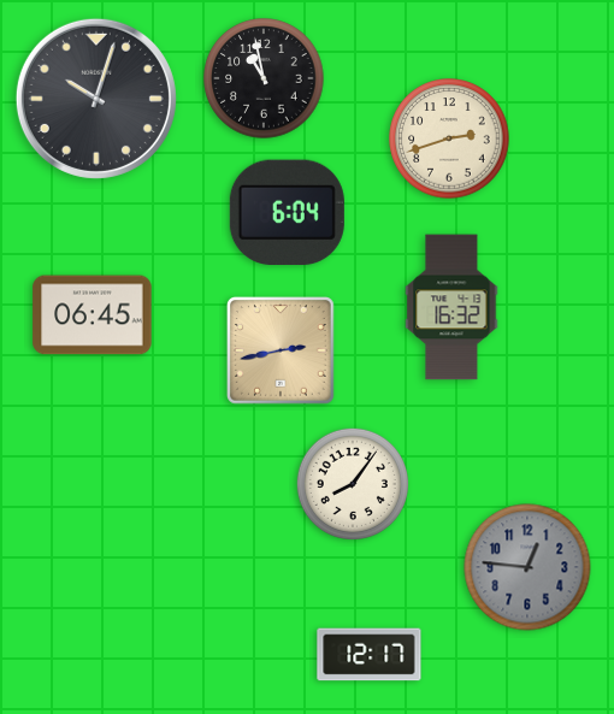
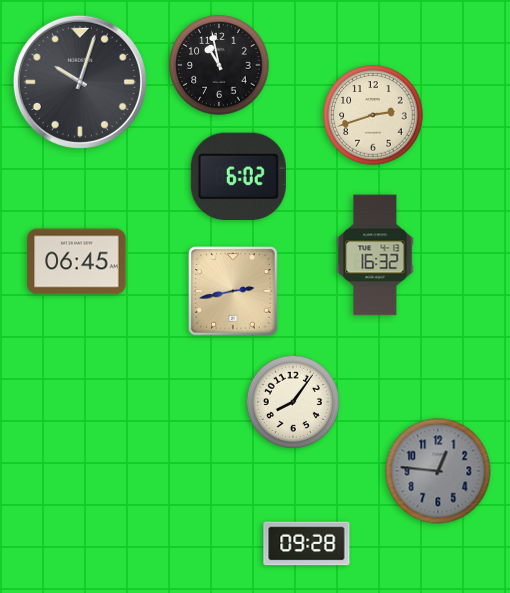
clock at (287, 212): 6:04 -> 6:02
clock at (370, 655): 12:17 -> 09:28
